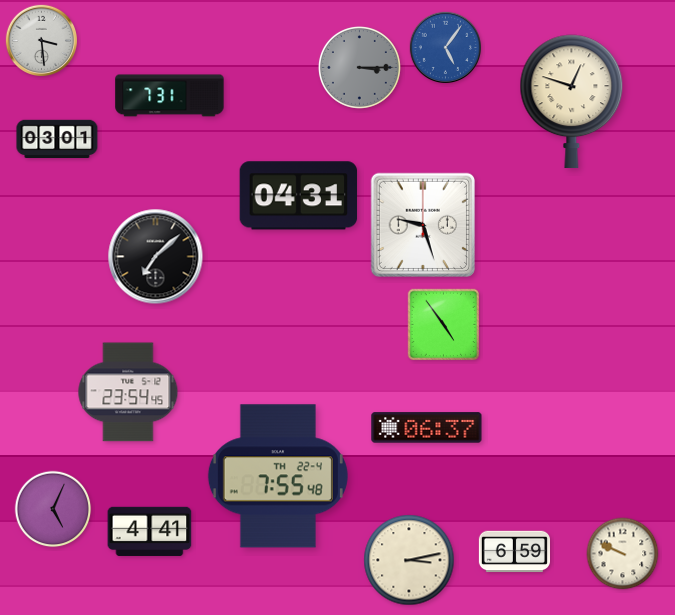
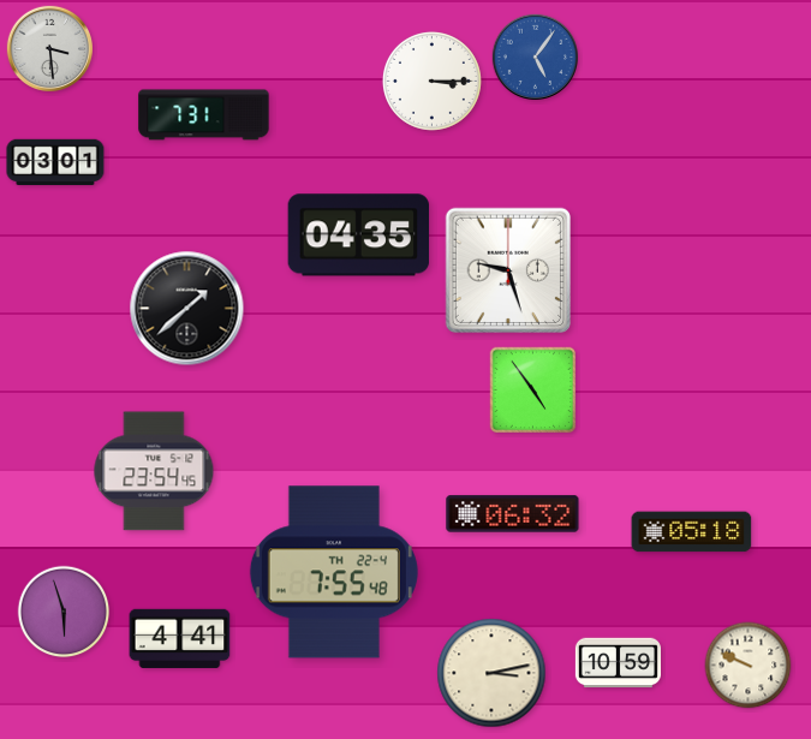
clock at (359, 67) dial: grey -> white
clock at (572, 102): 12:48 -> none
clock at (57, 139) position: (57, 139) -> (55, 162)
clock at (299, 196): 04:31 -> 04:35
clock at (156, 257): 7:08 -> 1:38
clock at (427, 428): 06:37 -> 06:32
clock at (692, 532): none -> 05:18
clock at (53, 509): 5:04 -> 5:57
clock at (514, 552): 6:59 -> 10:59
